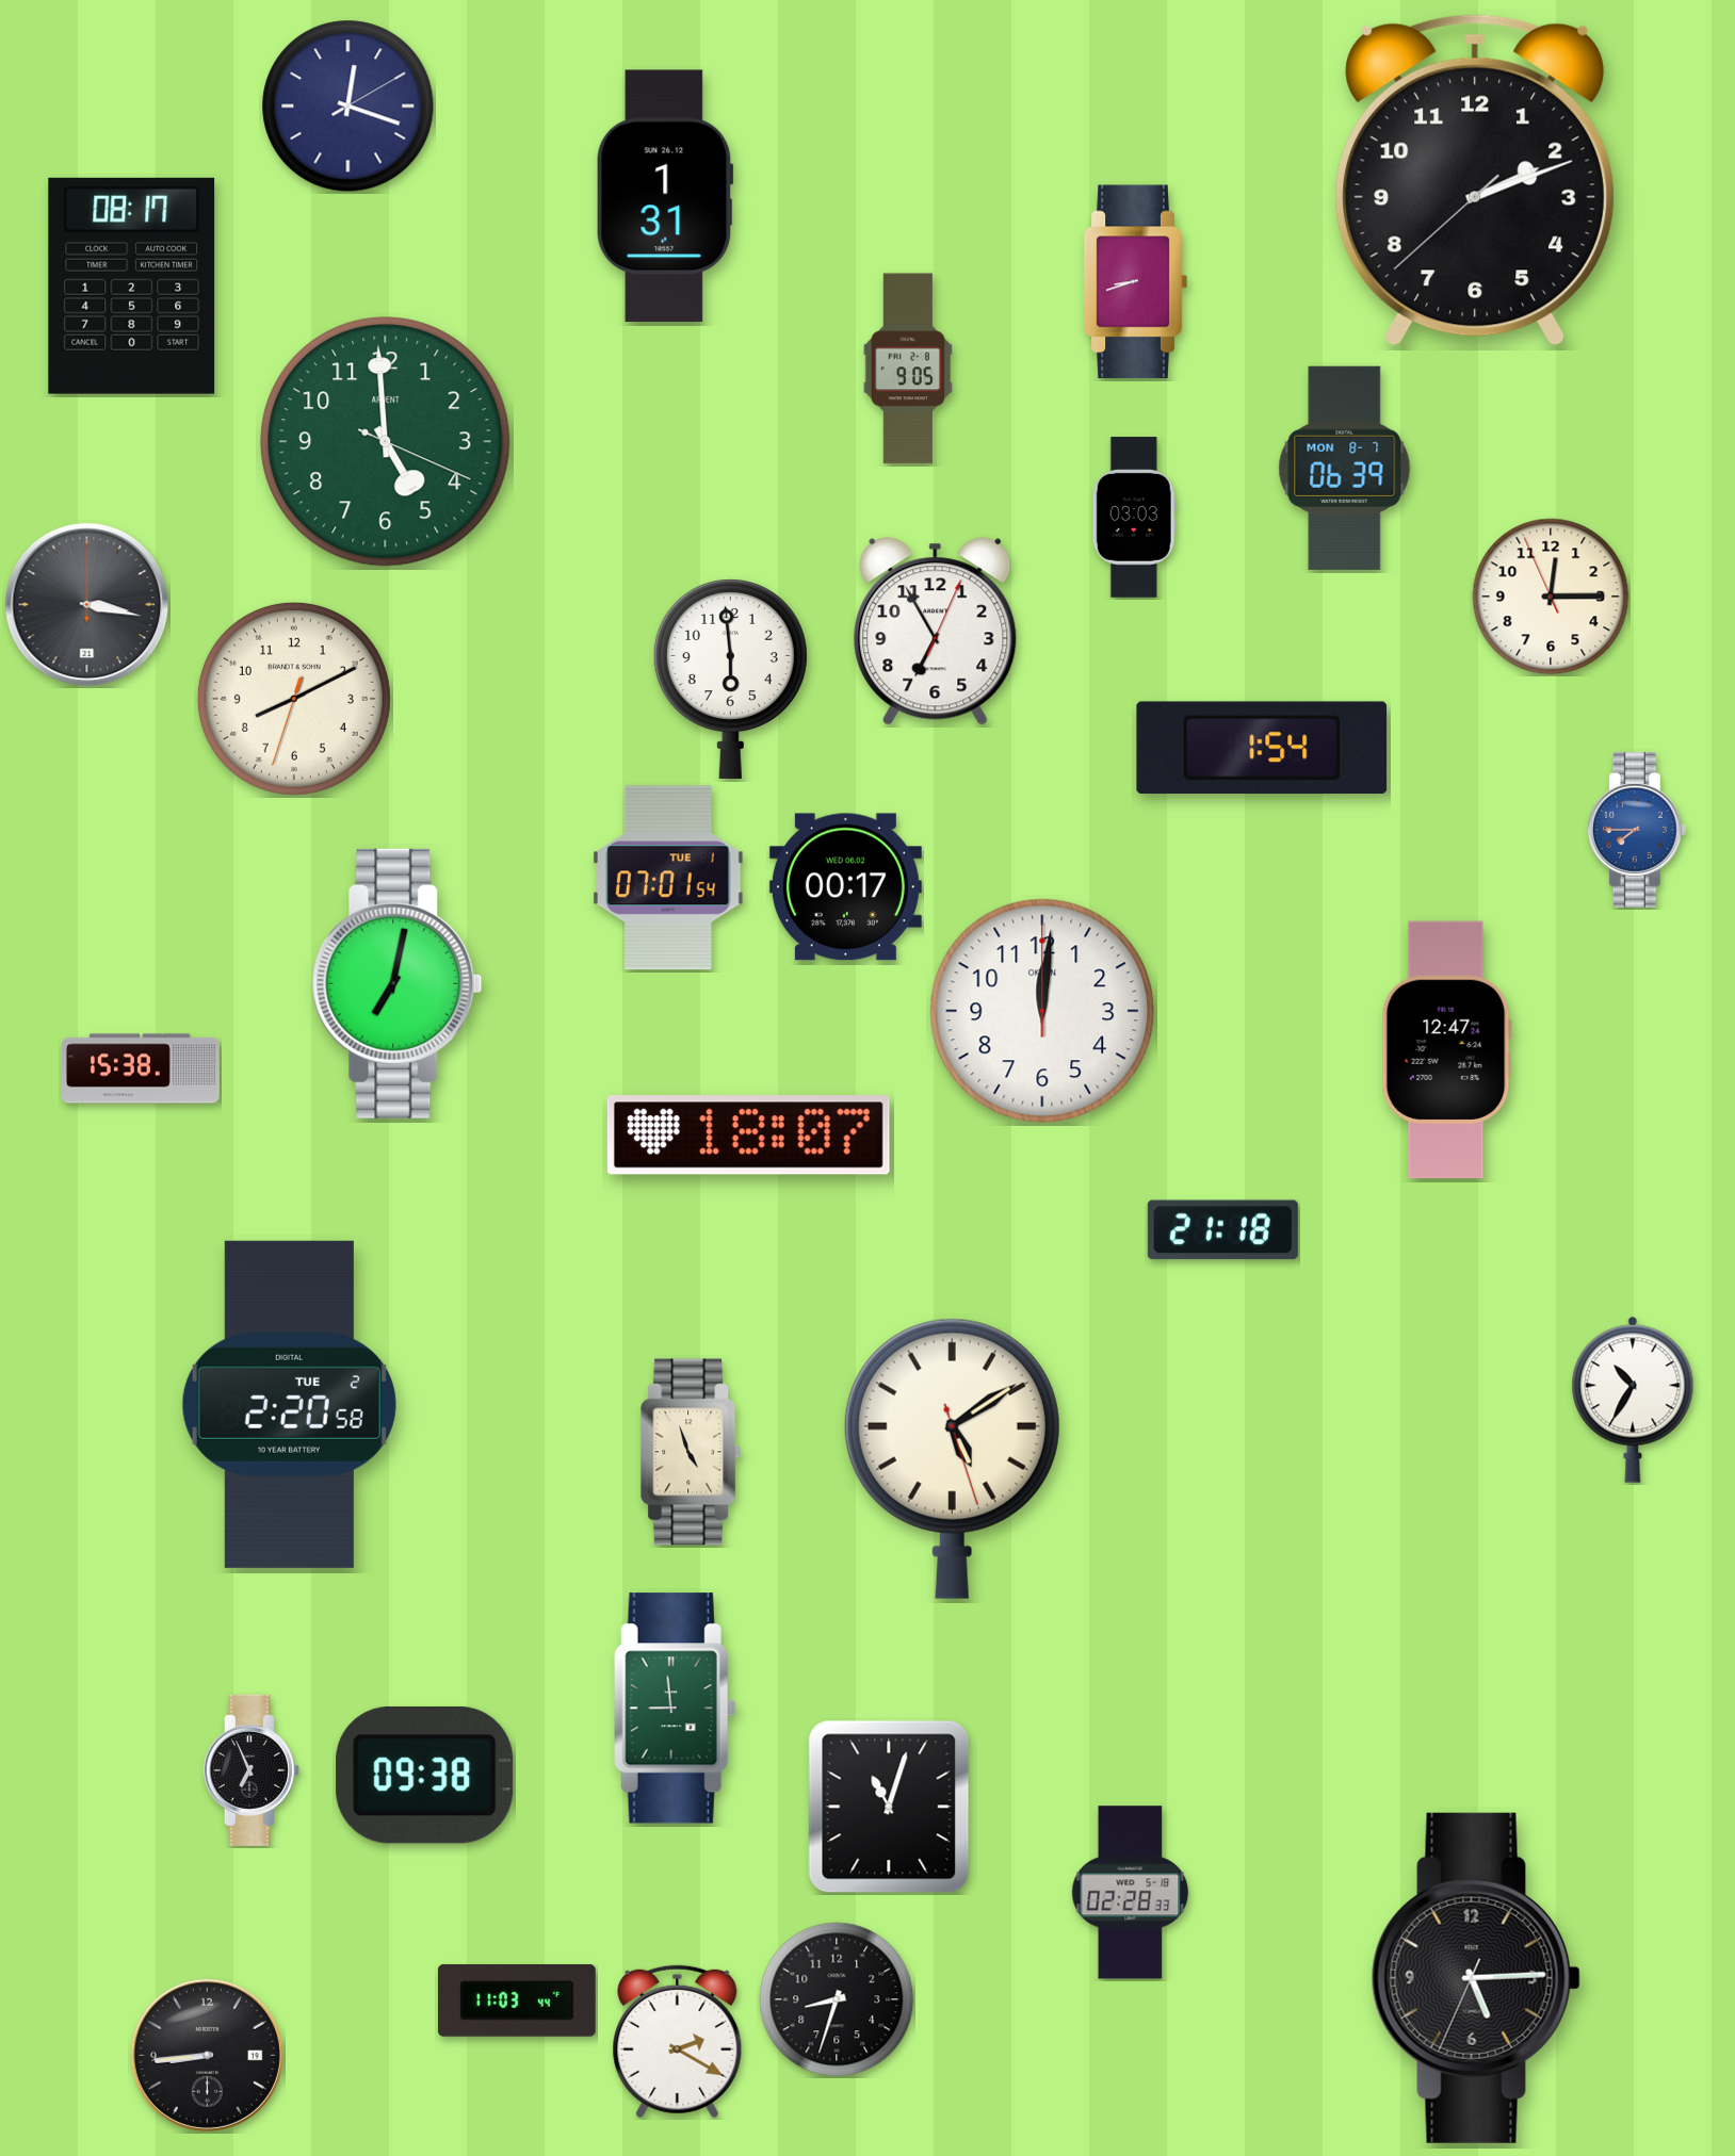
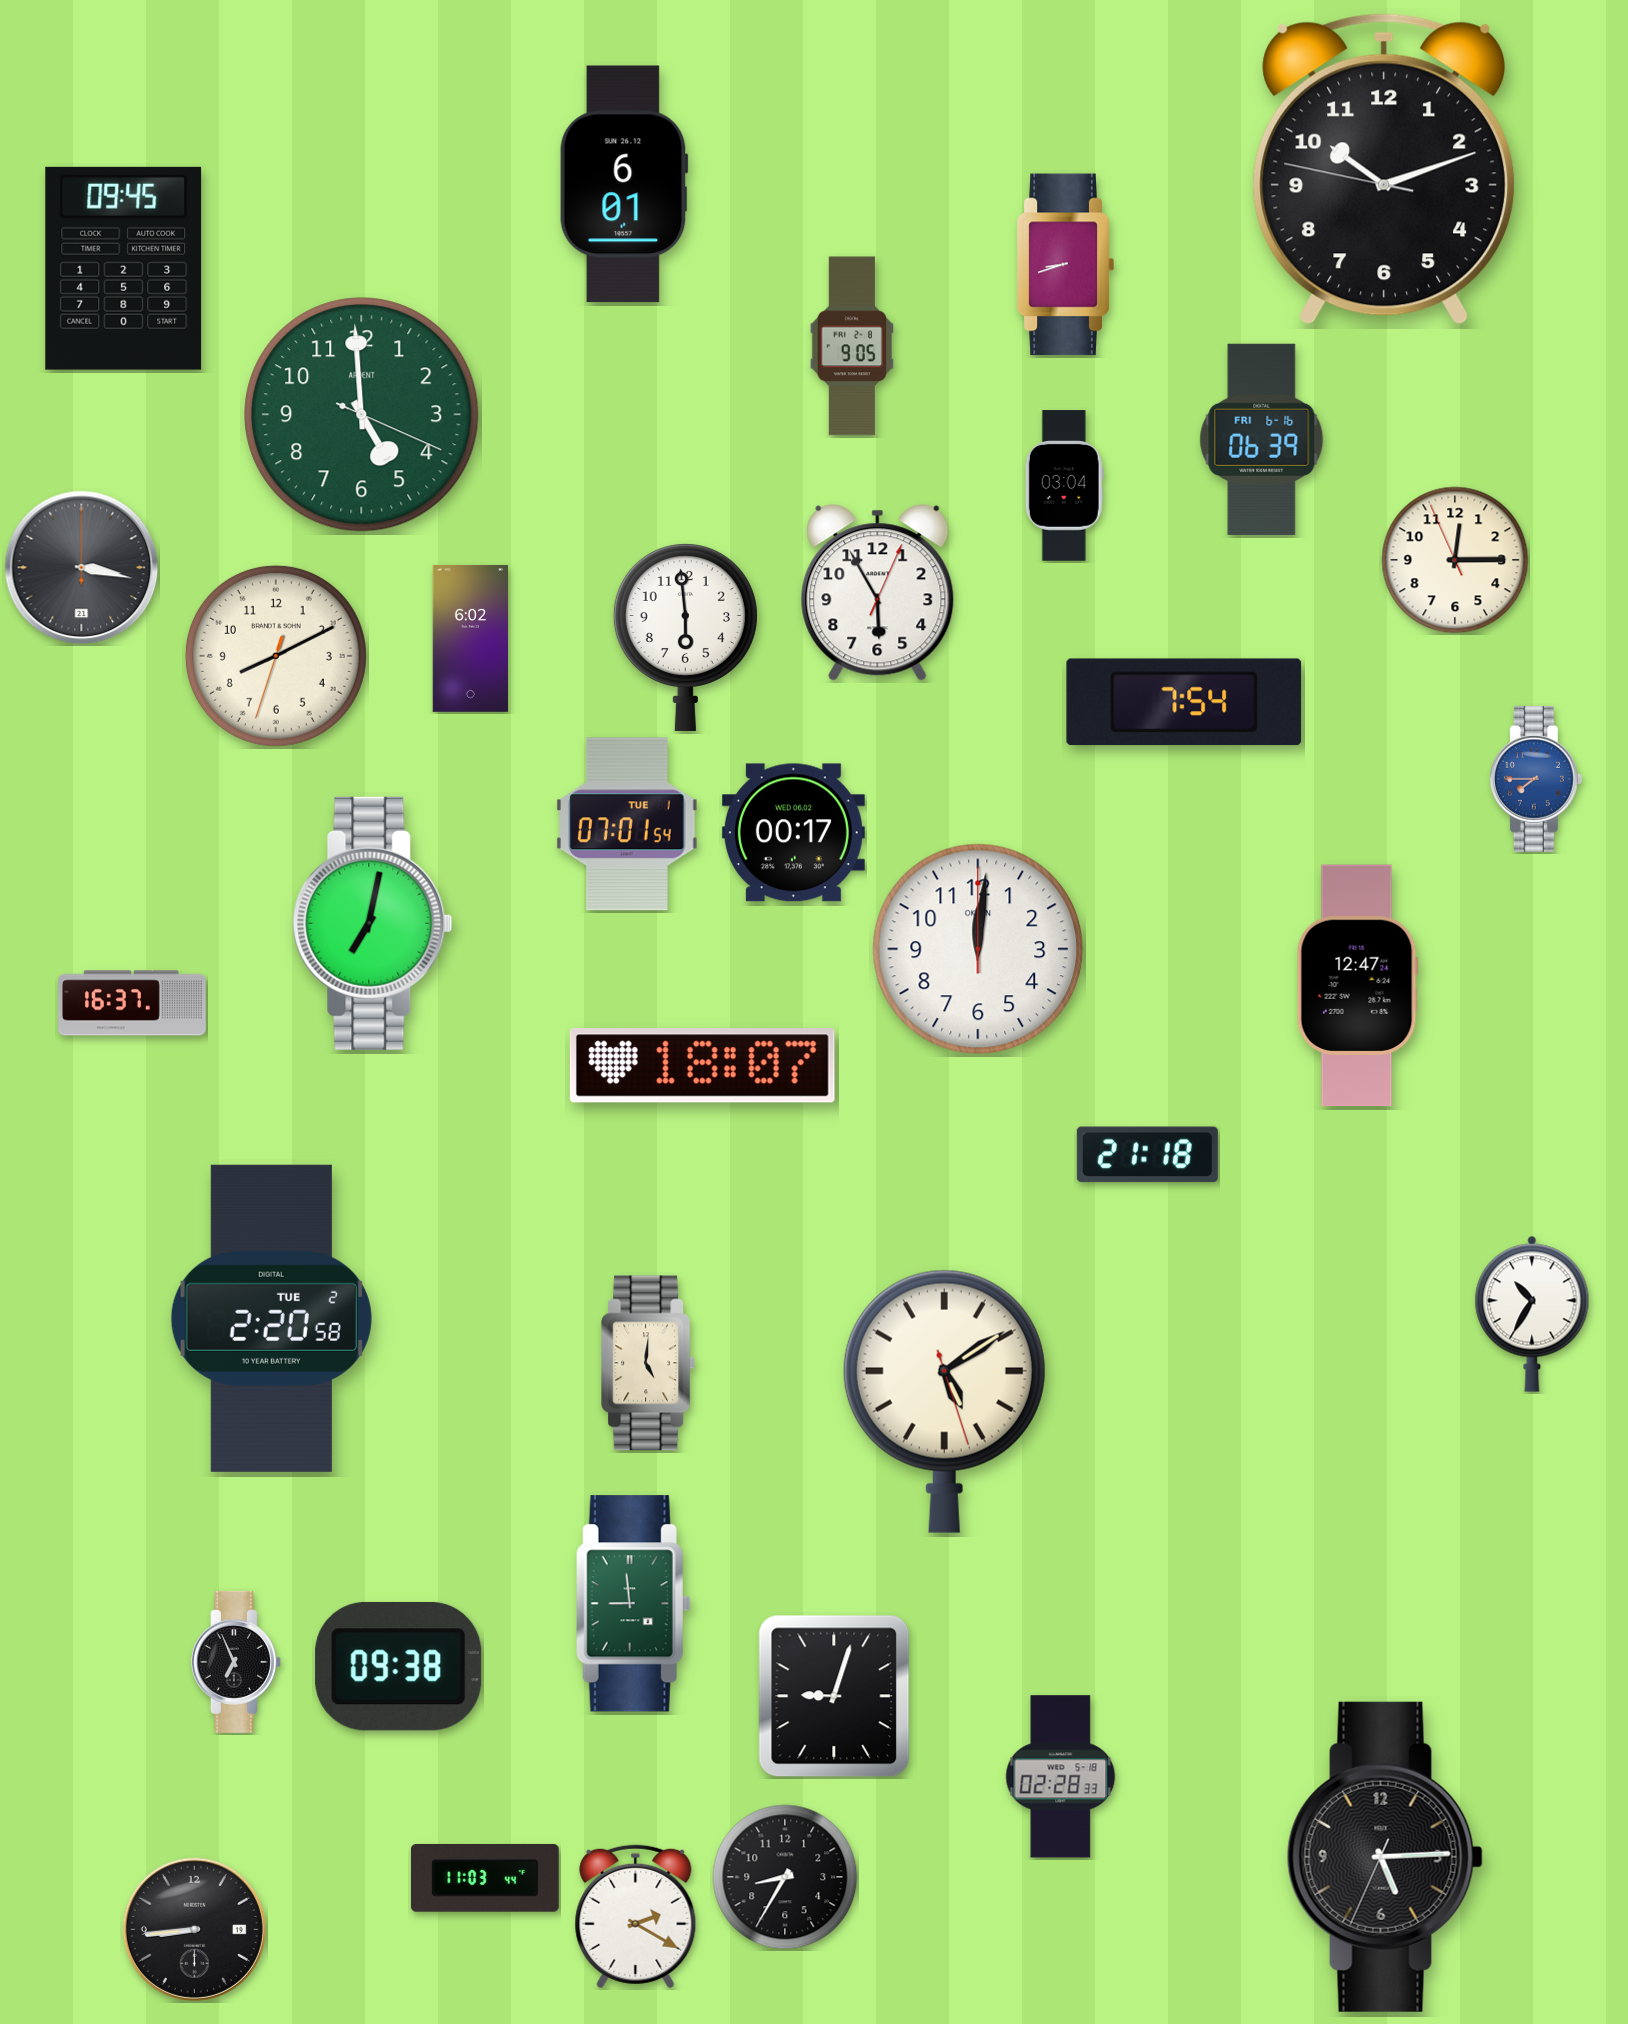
clock at (348, 107): 12:18 -> none
clock at (1475, 180): 2:11 -> 10:11
clock at (665, 196): 1:31 -> 6:01
clock at (132, 285): 08:17 -> 09:45
clock at (1345, 468) date: MON 8-7 -> FRI 6-16
clock at (1134, 518): 03:03 -> 03:04
clock at (936, 632): 6:55 -> 5:55
clock at (471, 638): none -> 6:02
clock at (1262, 748): 1:54 -> 7:54
clock at (142, 1068): 15:38 -> 16:37
clock at (692, 1452): 4:57 -> 5:01
clock at (952, 1458) position: (952, 1458) -> (944, 1401)
clock at (889, 1807): 11:03 -> 9:03
clock at (837, 1999): 8:33 -> 8:35
